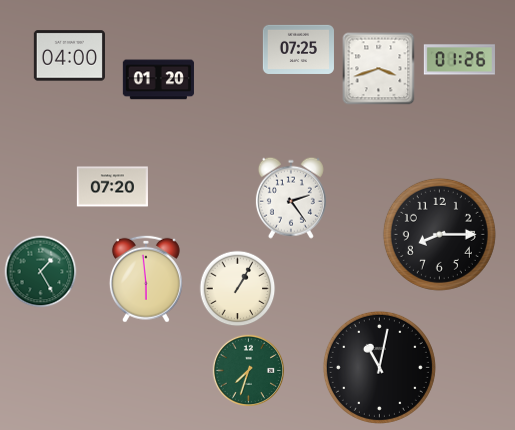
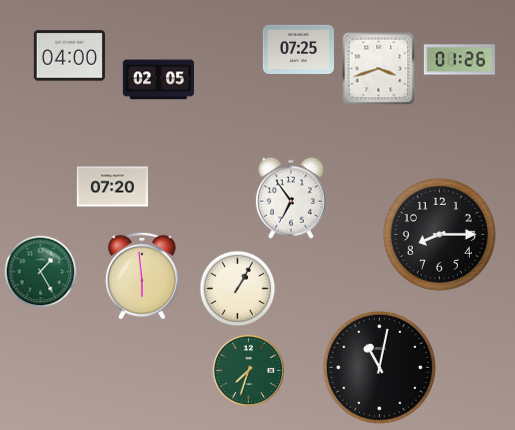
clock at (158, 80): 01:20 -> 02:05
clock at (291, 198): 2:24 -> 6:54
clock at (146, 279) position: (146, 279) -> (142, 276)
